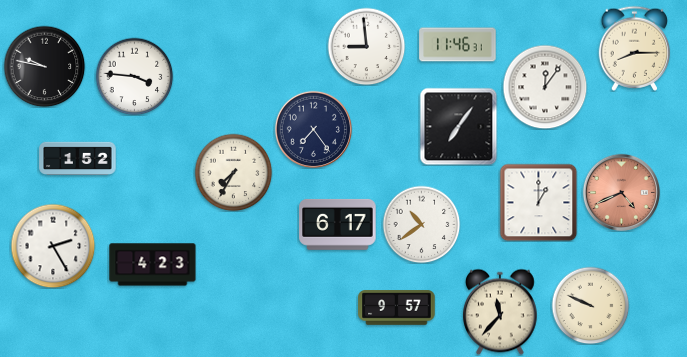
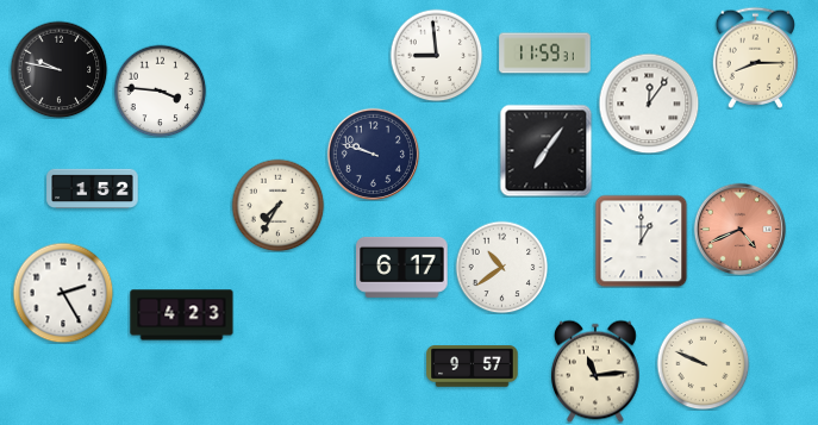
clock at (458, 45): 11:46 -> 11:59
clock at (44, 66) position: (44, 66) -> (58, 69)
clock at (313, 129): 7:24 -> 9:48
clock at (501, 312): 11:37 -> 11:14
